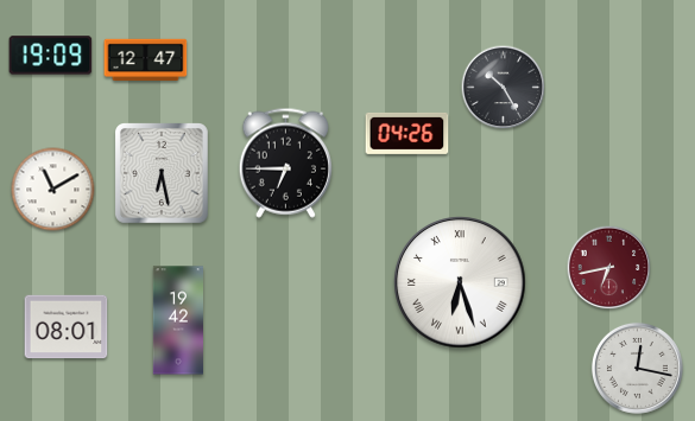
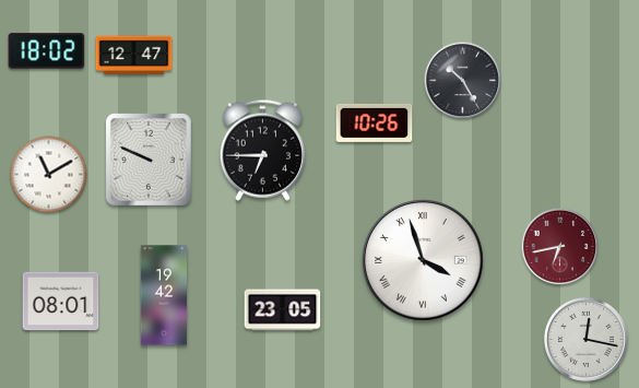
clock at (51, 56): 19:09 -> 18:02
clock at (407, 133): 04:26 -> 10:26
clock at (163, 174): 6:28 -> 9:49
clock at (460, 282): 6:27 -> 3:57
clock at (283, 310): none -> 23:05
